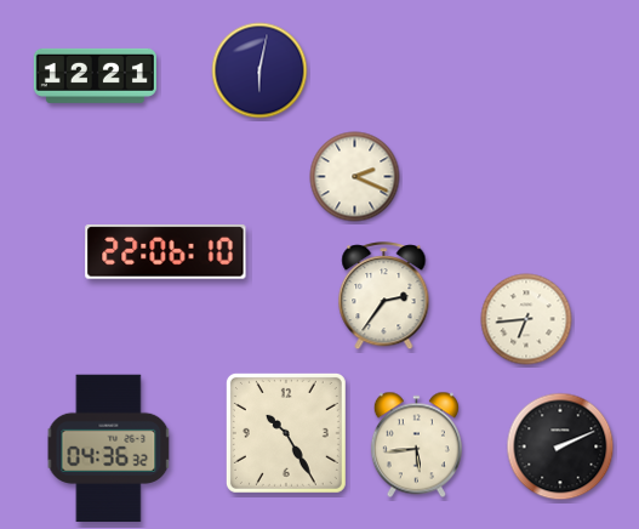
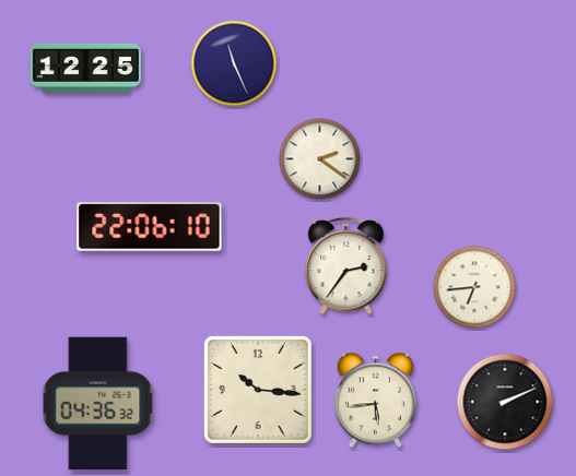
clock at (259, 70): 6:02 -> 11:26
clock at (95, 75): 12:21 -> 12:25
clock at (355, 177): 2:19 -> 2:21
clock at (286, 433): 10:25 -> 10:16
